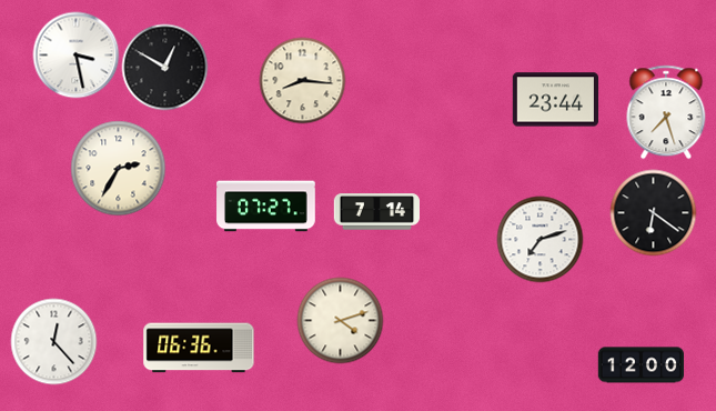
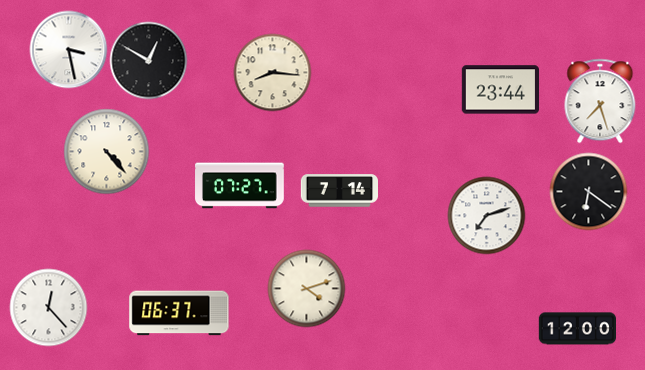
clock at (118, 168): 2:35 -> 4:23
clock at (199, 348): 06:36 -> 06:37
